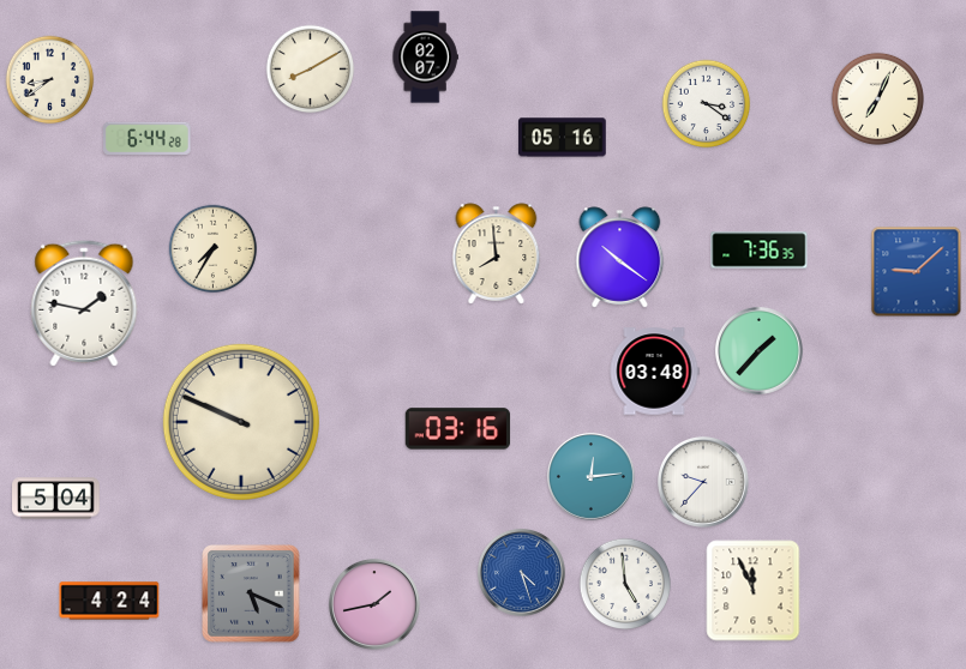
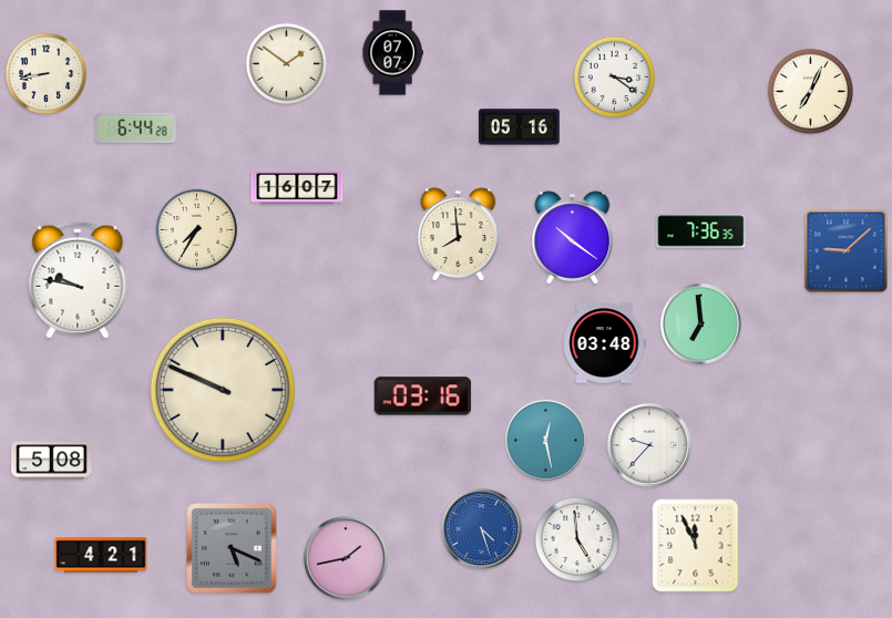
clock at (425, 58): 02:07 -> 07:07
clock at (311, 70): 8:10 -> 1:51
clock at (50, 80): 8:39 -> 8:43
clock at (707, 104) position: (707, 104) -> (615, 78)
clock at (297, 187): none -> 16:07
clock at (84, 303): 1:47 -> 9:47
clock at (758, 350): 1:37 -> 6:59
clock at (590, 476): 12:14 -> 12:28
clock at (56, 499): 5:04 -> 5:08
clock at (109, 601): 4:24 -> 4:21
